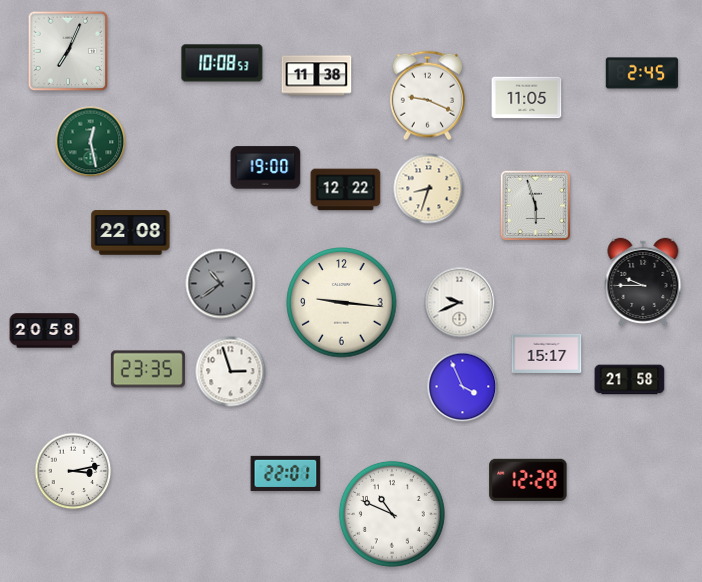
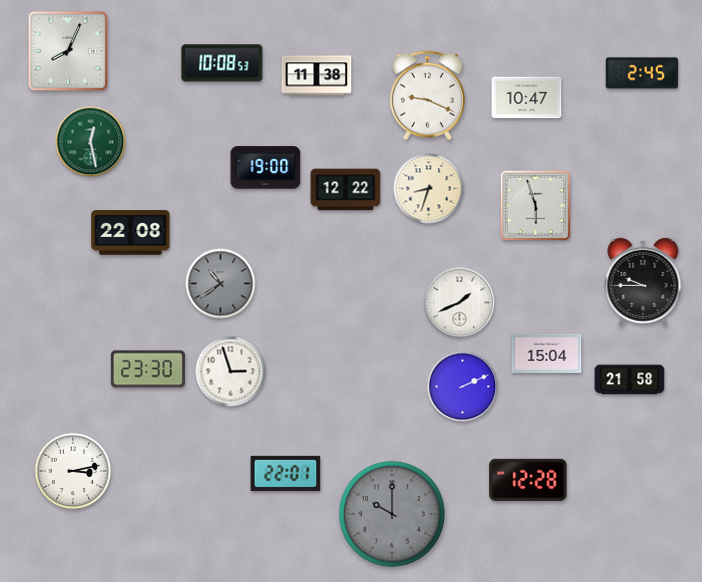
clock at (68, 51): 7:04 -> 8:04
clock at (527, 98): 11:05 -> 10:47
clock at (342, 303): 9:16 -> none
clock at (460, 303): 9:41 -> 1:41
clock at (45, 331): 20:58 -> none
clock at (547, 353): 15:17 -> 15:04
clock at (148, 369): 23:35 -> 23:30
clock at (463, 387): 3:56 -> 2:11
clock at (392, 514): 10:49 -> 10:00
clock at (392, 514) dial: white -> grey
